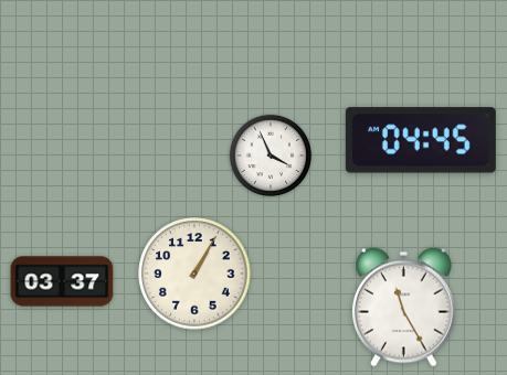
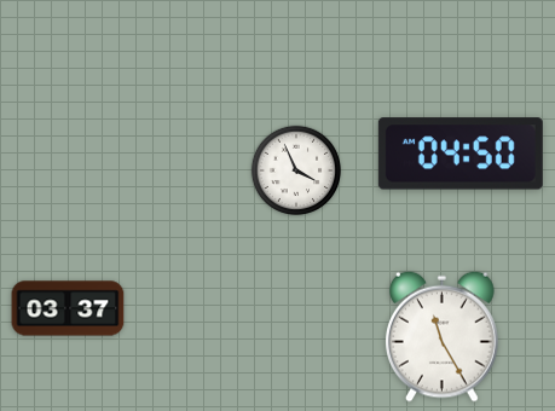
clock at (421, 140): 04:45 -> 04:50
clock at (194, 274): 1:05 -> none
